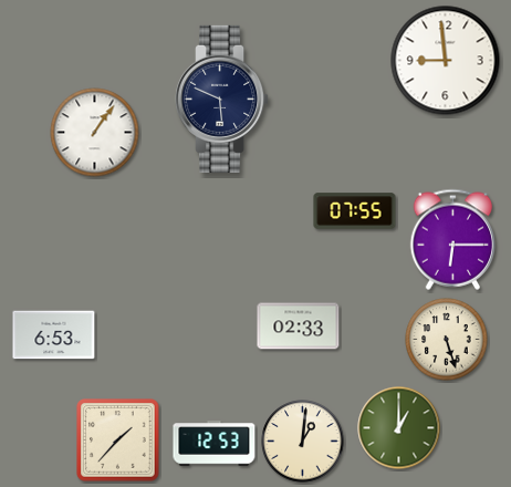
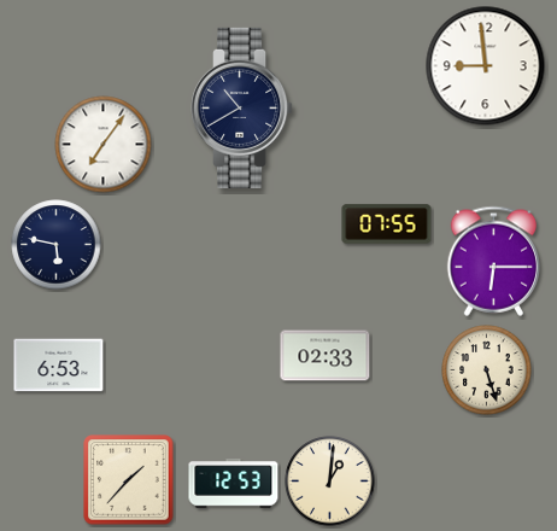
clock at (222, 99): 5:49 -> 10:40
clock at (95, 133): 1:06 -> 7:06
clock at (355, 211) position: (355, 211) -> (387, 224)
clock at (57, 245): none -> 5:47
clock at (399, 428): 1:00 -> none
